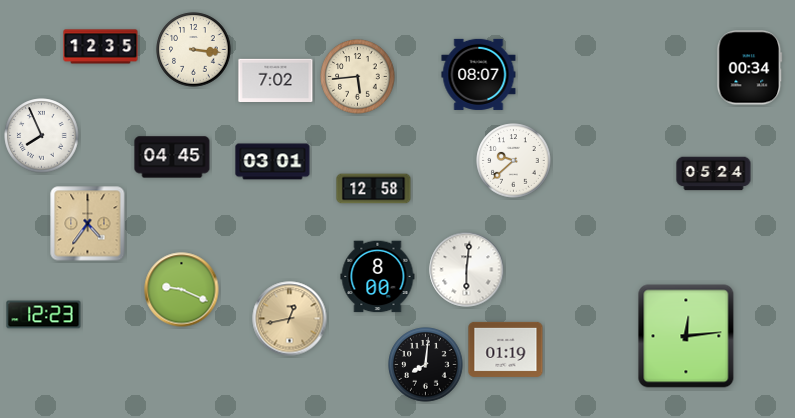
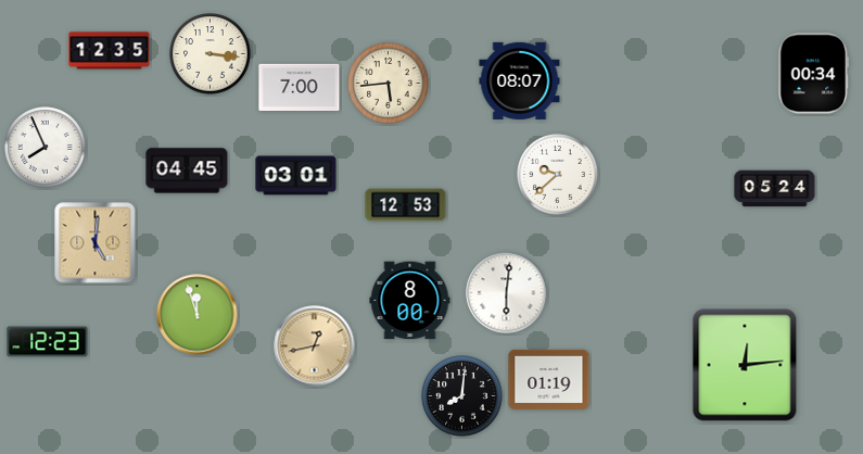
clock at (276, 81): 7:02 -> 7:00
clock at (374, 189): 12:58 -> 12:53
clock at (88, 224): 4:36 -> 5:01
clock at (182, 290): 9:19 -> 11:57
